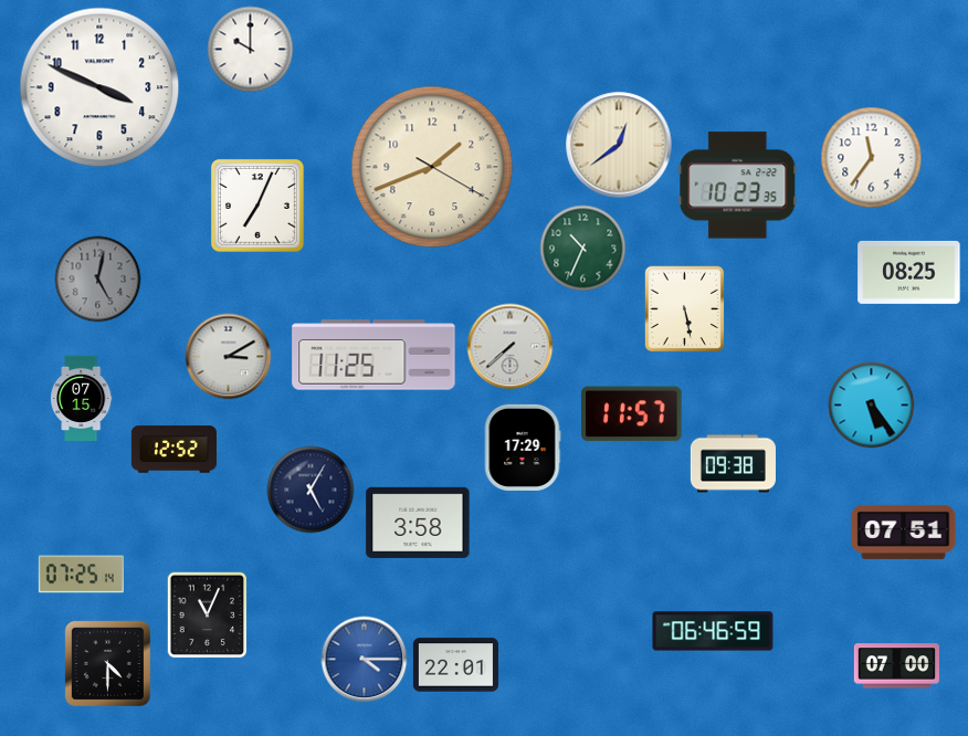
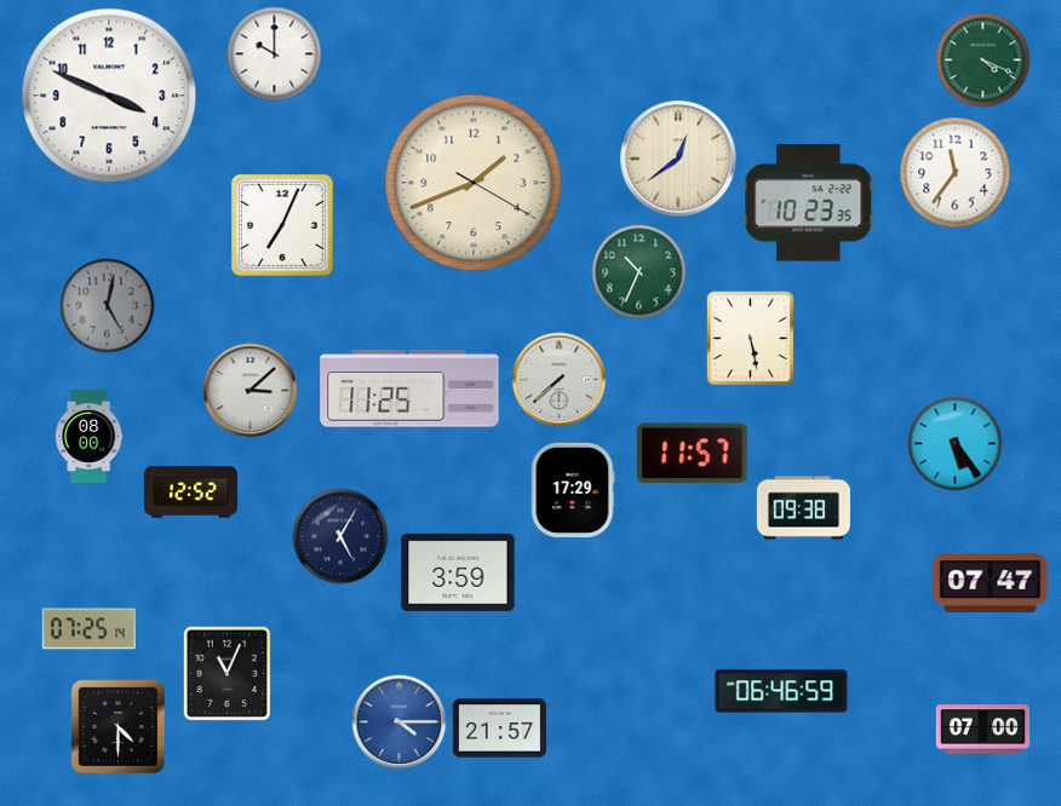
clock at (982, 59): none -> 4:19
clock at (909, 272): 08:25 -> none
clock at (228, 356): 3:10 -> 3:08
clock at (81, 398): 07:15 -> 08:00
clock at (418, 523): 3:58 -> 3:59
clock at (904, 532): 07:51 -> 07:47
clock at (455, 665): 22:01 -> 21:57
